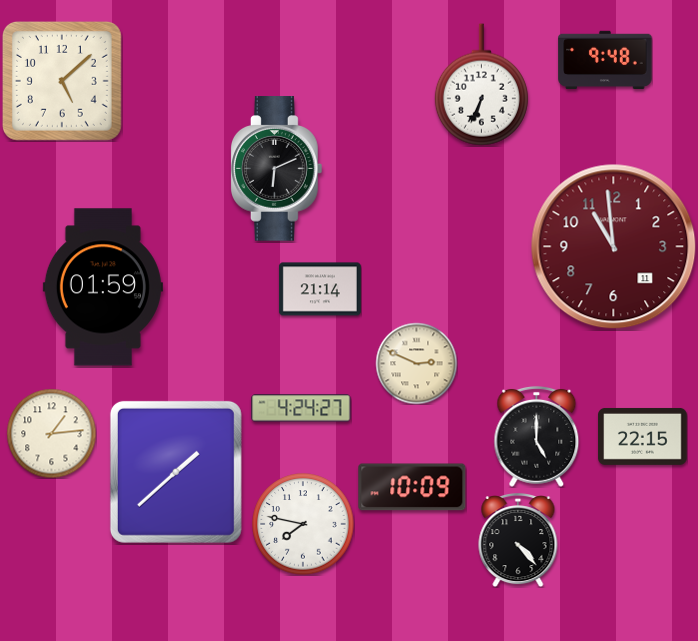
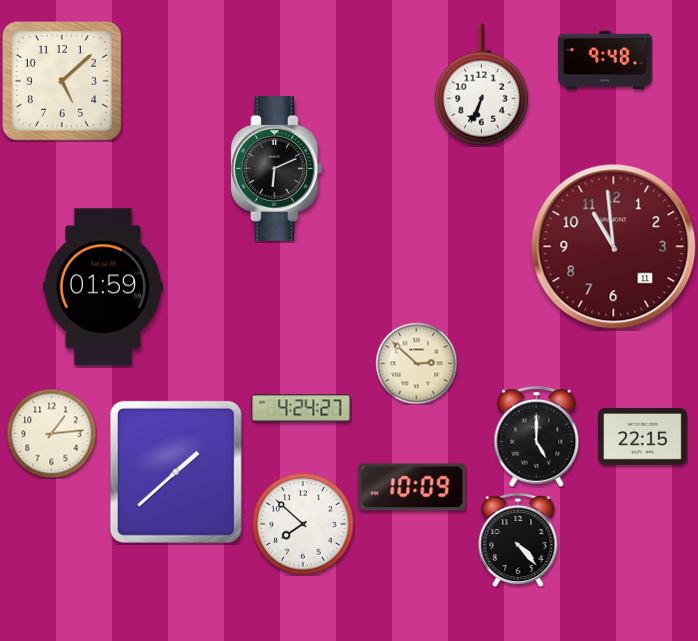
clock at (320, 289): 21:14 -> none
clock at (416, 363): 2:49 -> 2:52
clock at (303, 524): 7:47 -> 7:52
